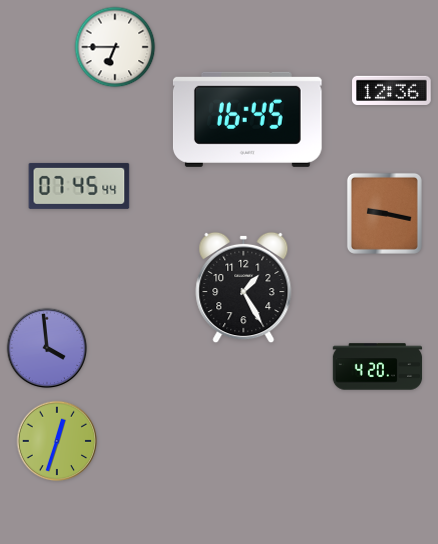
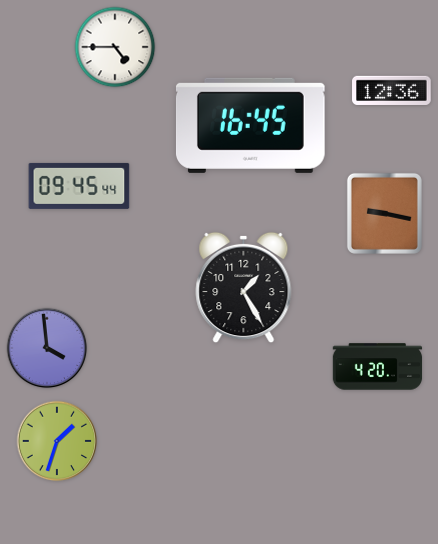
clock at (115, 47): 6:45 -> 4:45
clock at (247, 119) position: (247, 119) -> (250, 125)
clock at (79, 186): 07:45 -> 09:45
clock at (57, 441): 12:33 -> 1:33
